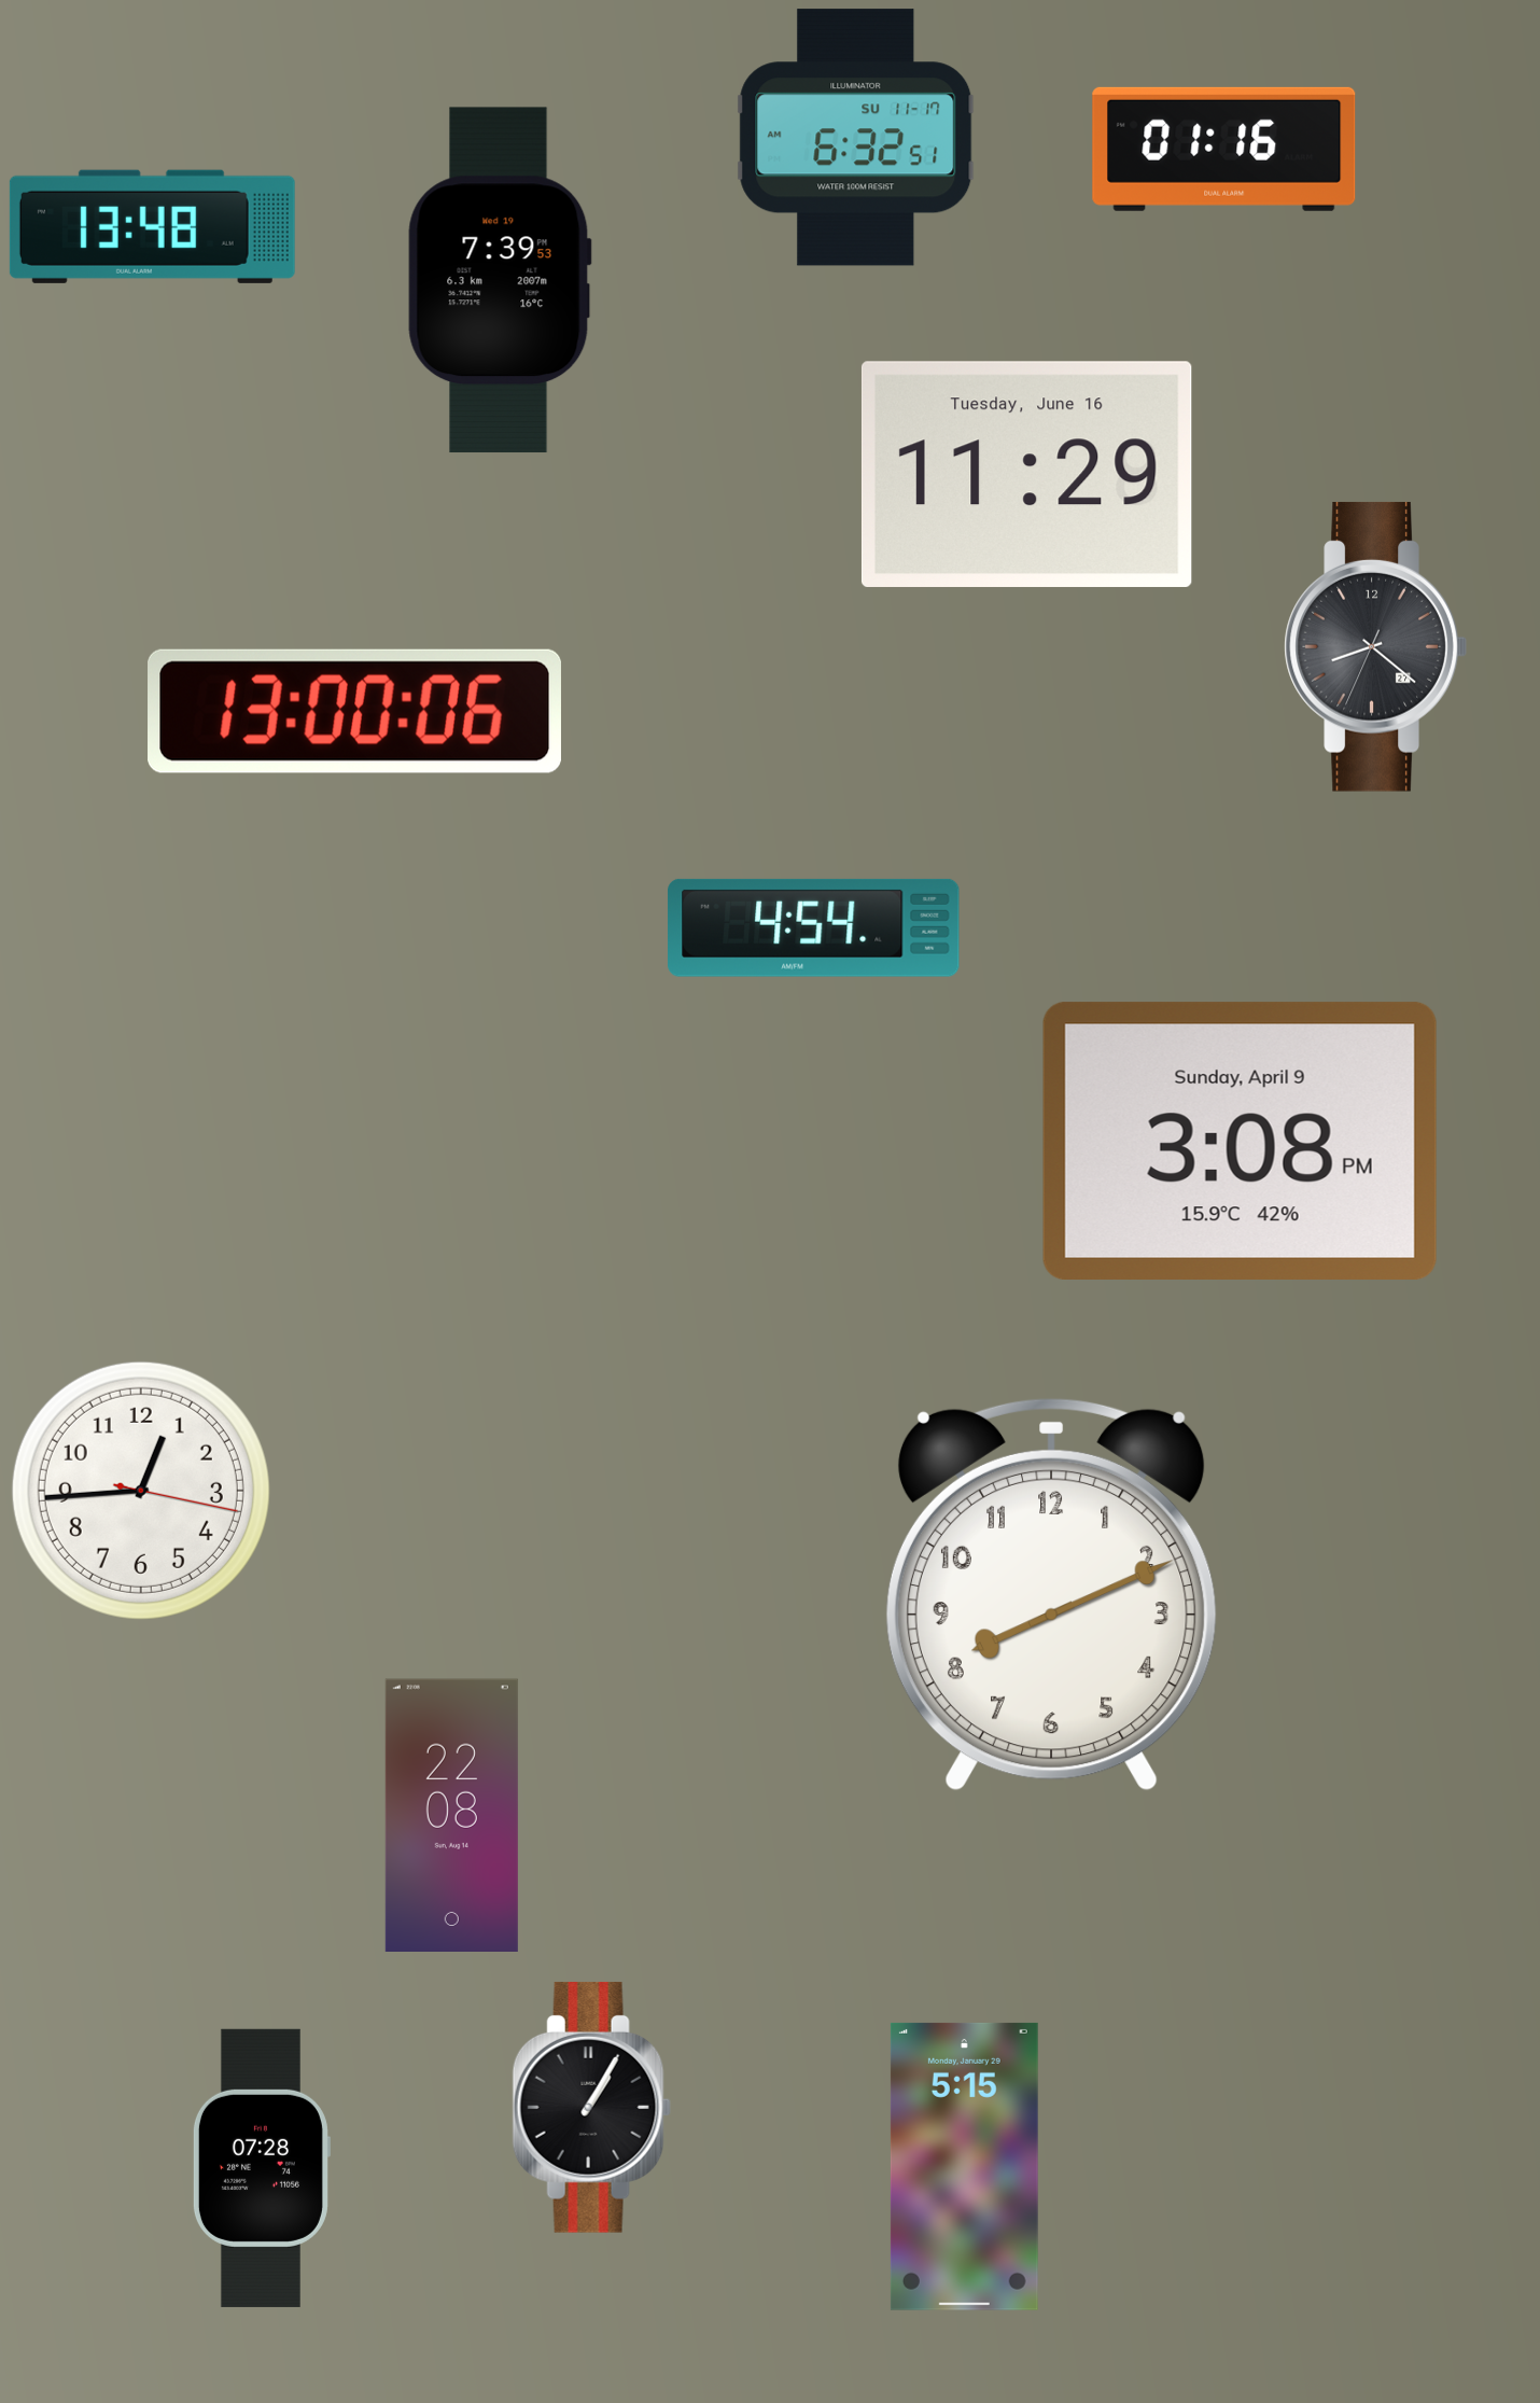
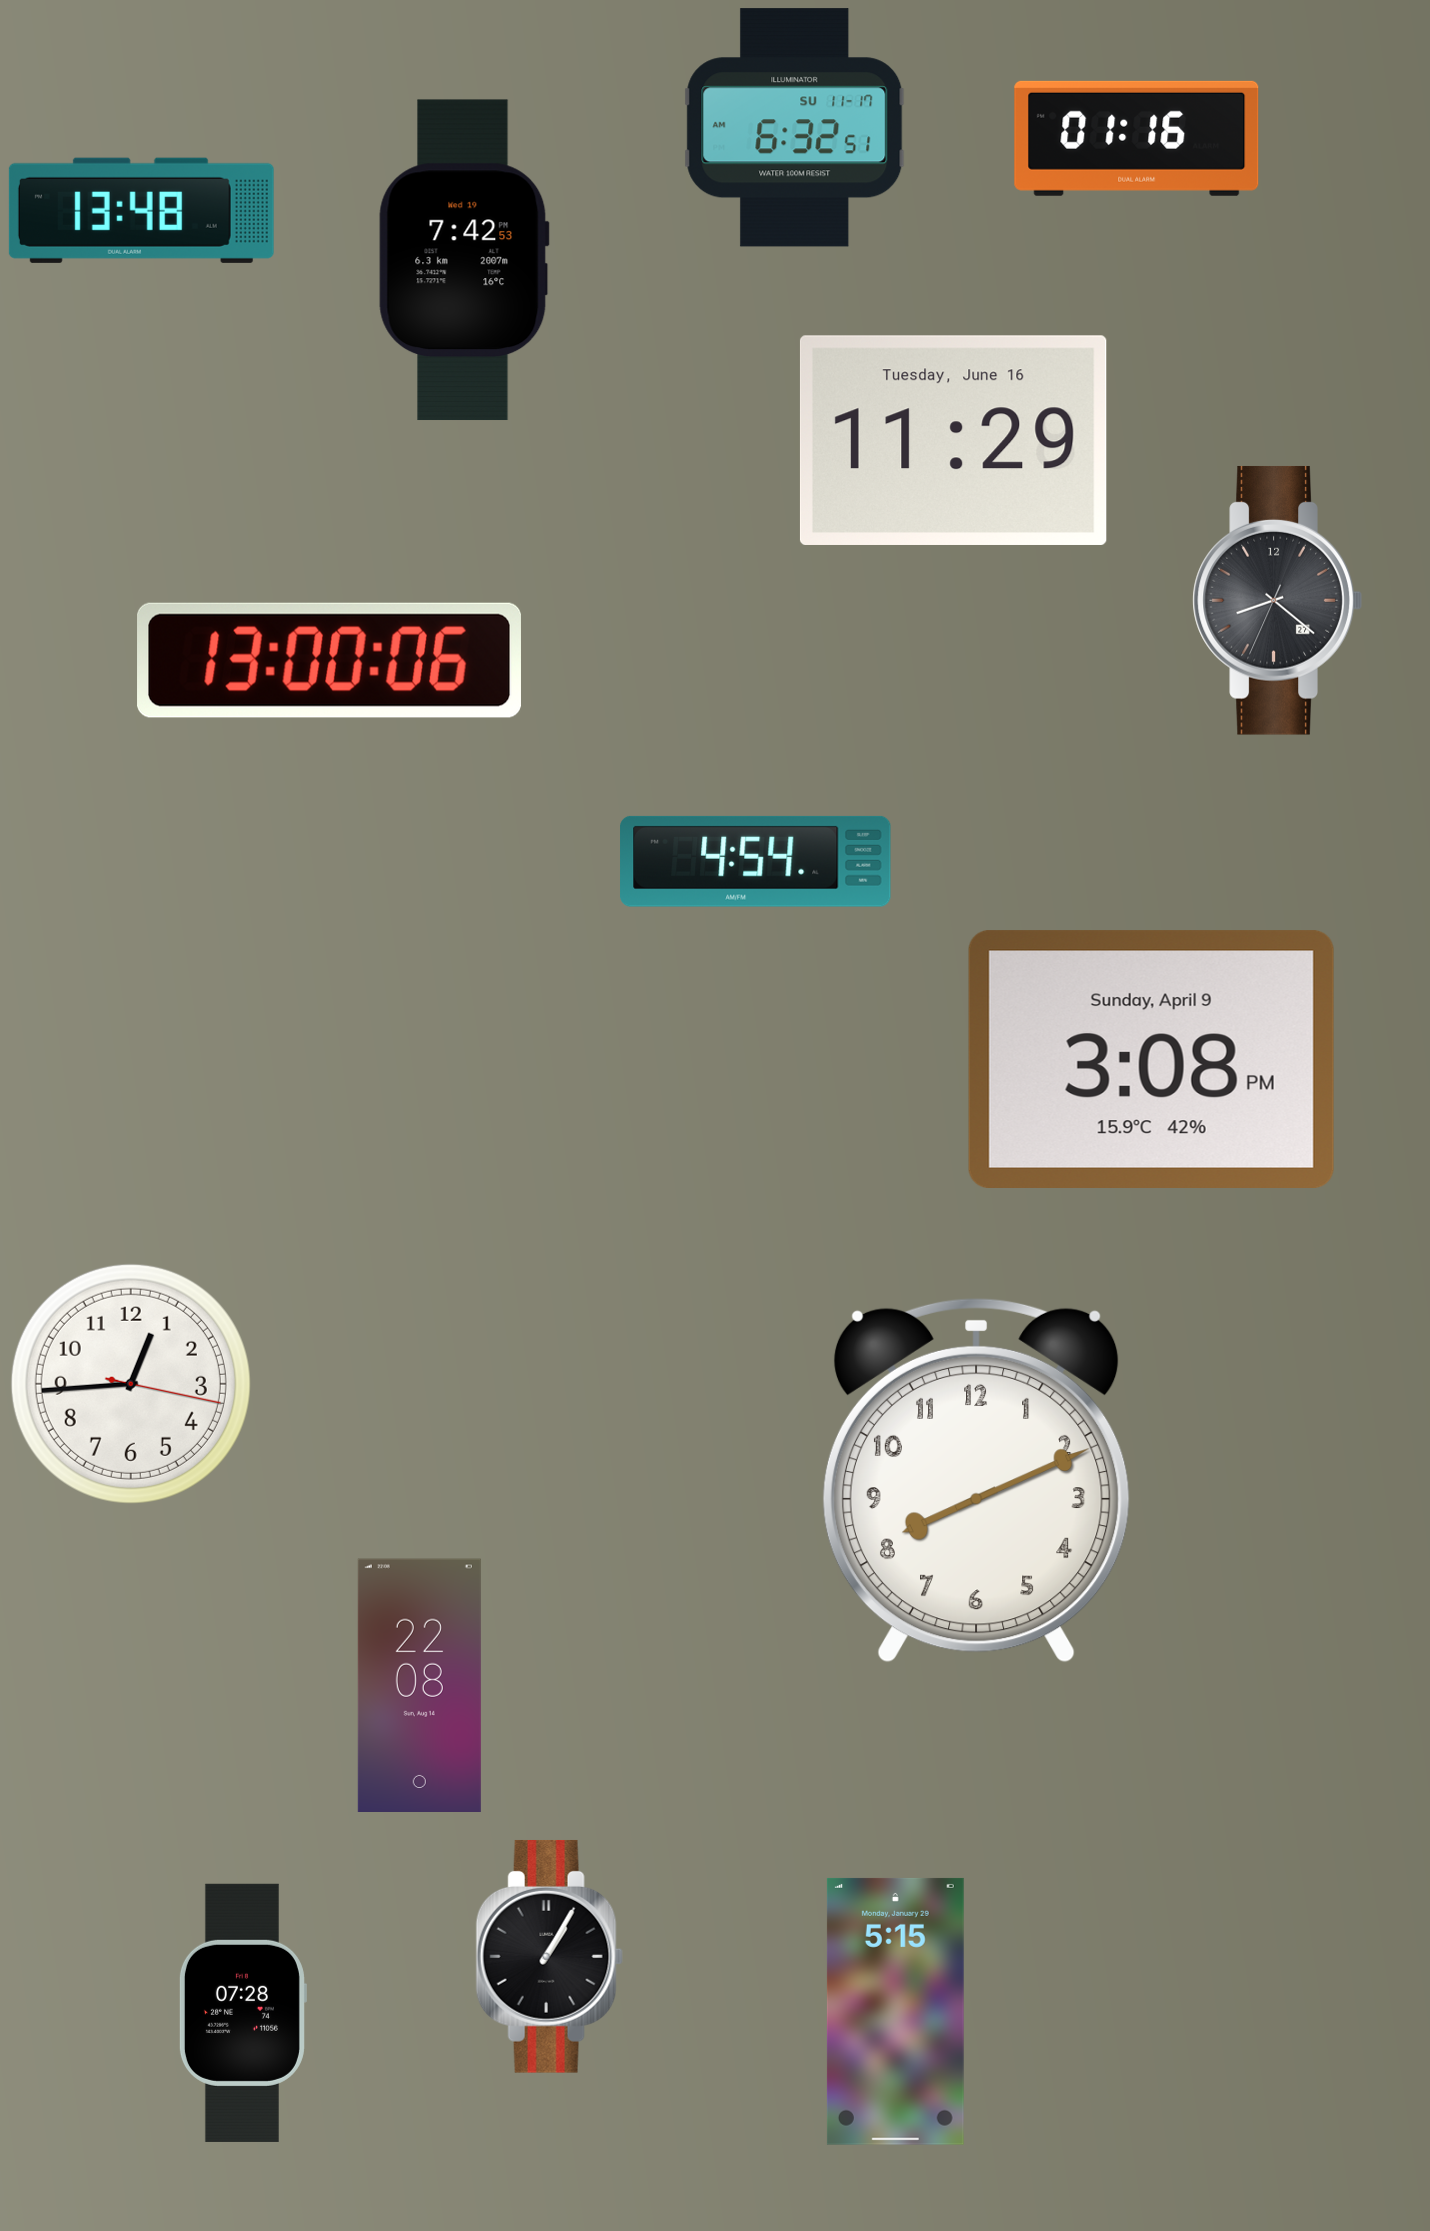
clock at (500, 280): 7:39 -> 7:42
